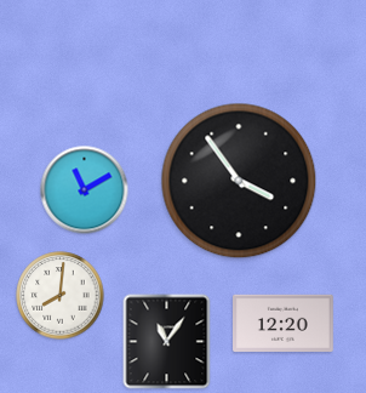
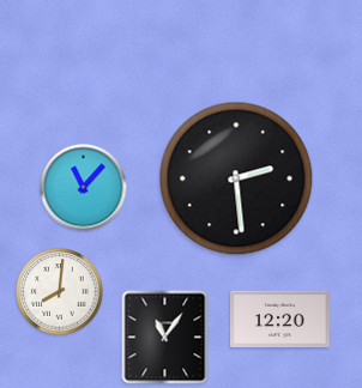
clock at (239, 181): 3:54 -> 2:29
clock at (85, 190): 11:10 -> 11:07
